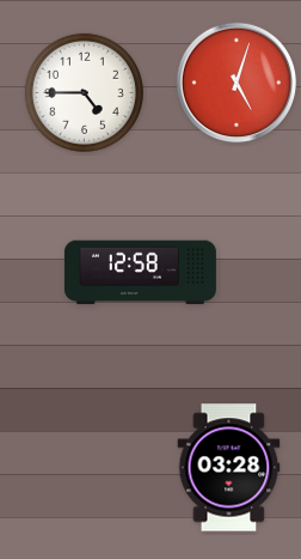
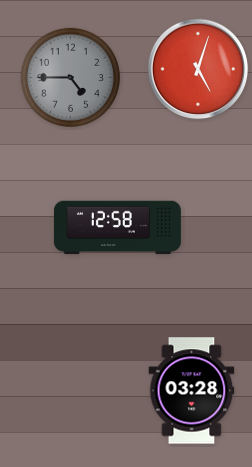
clock at (84, 92) dial: white -> grey
